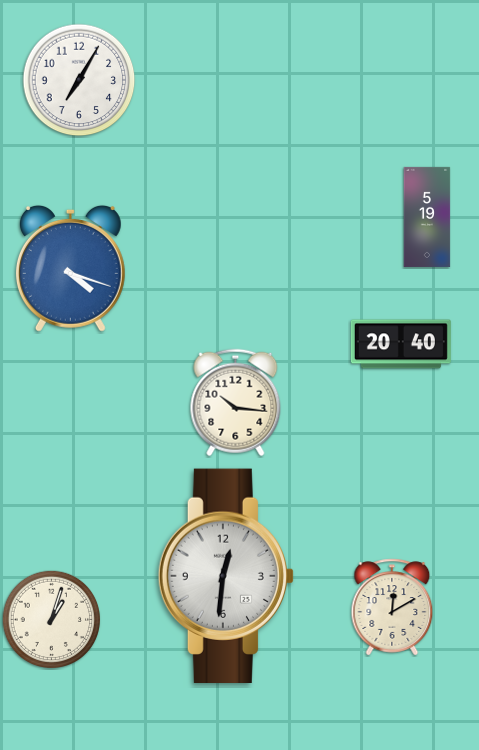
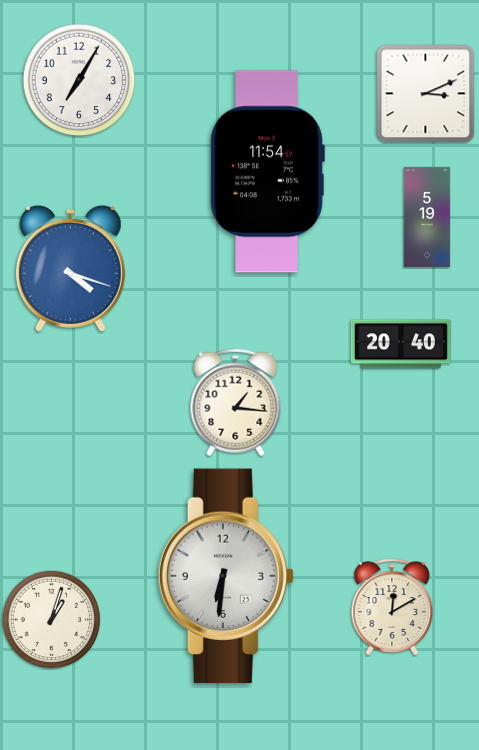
clock at (426, 94): none -> 3:11
clock at (267, 172): none -> 11:54
clock at (236, 403): 10:16 -> 1:16
clock at (225, 575): 12:31 -> 6:31
